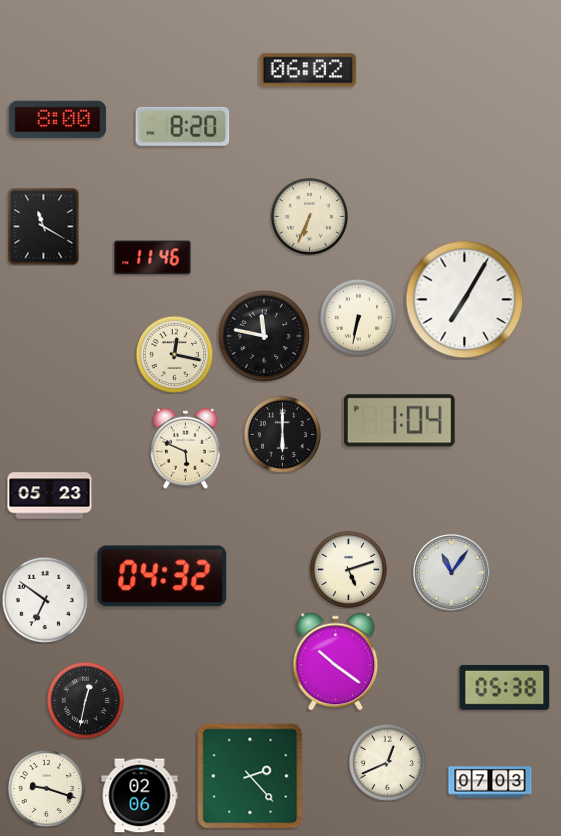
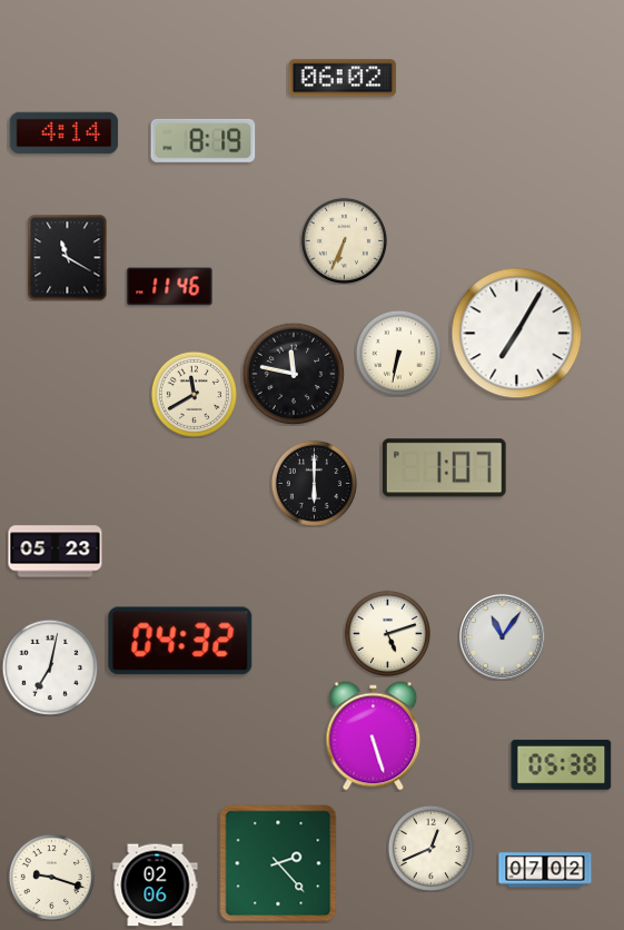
clock at (58, 120): 8:00 -> 4:14
clock at (183, 126): 8:20 -> 8:19
clock at (44, 226) position: (44, 226) -> (68, 257)
clock at (174, 354): 12:17 -> 11:40
clock at (399, 421): 1:04 -> 1:07
clock at (185, 448): 5:49 -> none
clock at (45, 600): 6:51 -> 7:02
clock at (336, 662): 10:21 -> 5:27
clock at (85, 700): 12:32 -> none
clock at (490, 782): 07:03 -> 07:02
